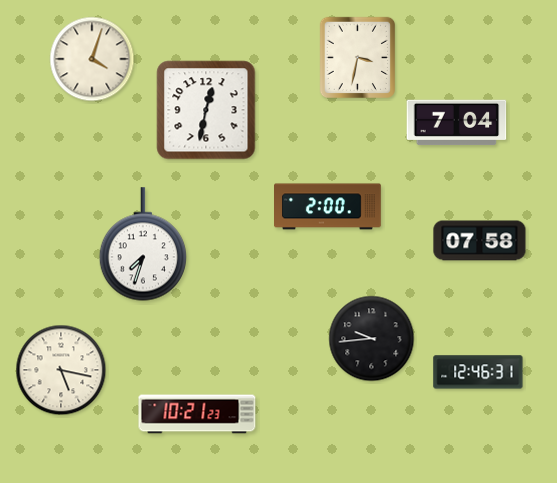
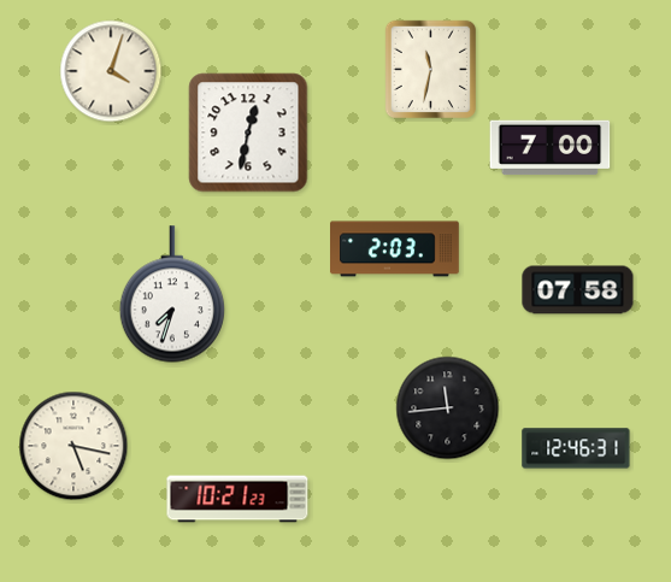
clock at (357, 57): 3:32 -> 11:32
clock at (457, 123): 7:04 -> 7:00
clock at (328, 207): 2:00 -> 2:03
clock at (372, 339): 9:44 -> 11:44
